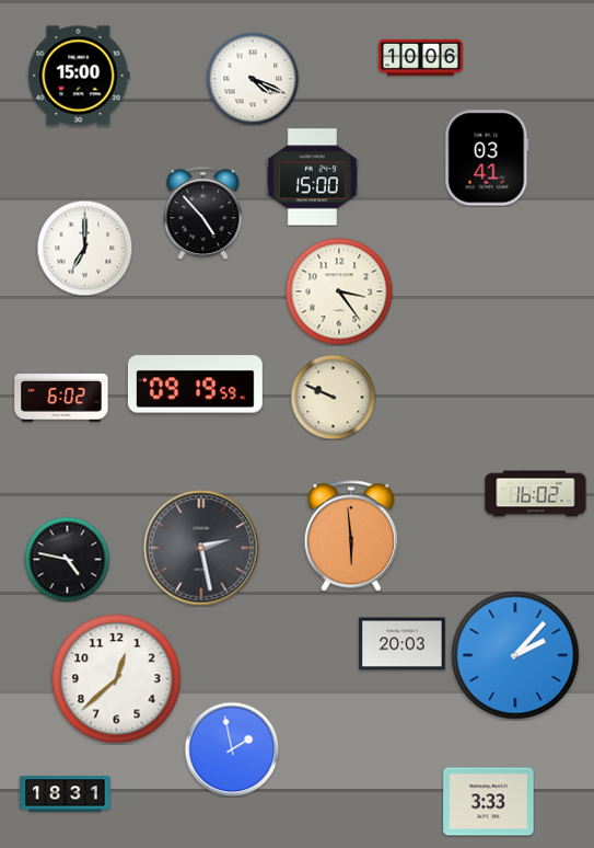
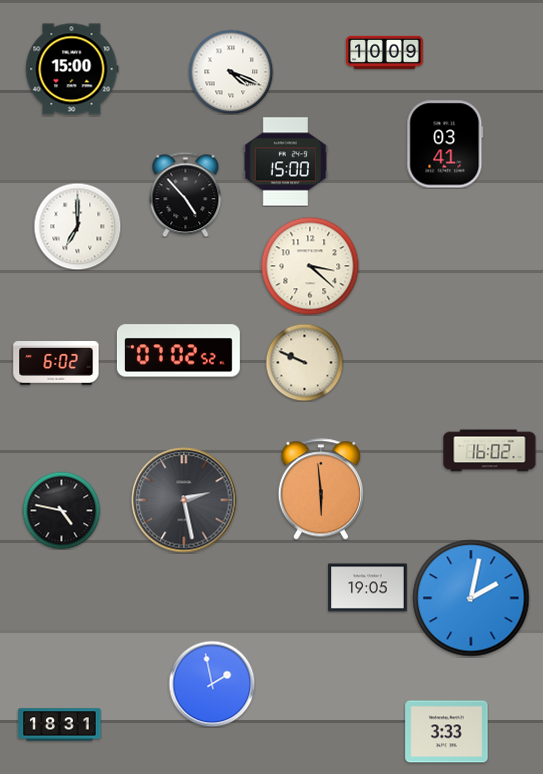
clock at (421, 57): 10:06 -> 10:09
clock at (339, 291): 3:24 -> 3:22
clock at (195, 385): 09:19 -> 07:02
clock at (403, 644): 20:03 -> 19:05
clock at (515, 655): 2:07 -> 2:02
clock at (117, 679): 12:38 -> none
